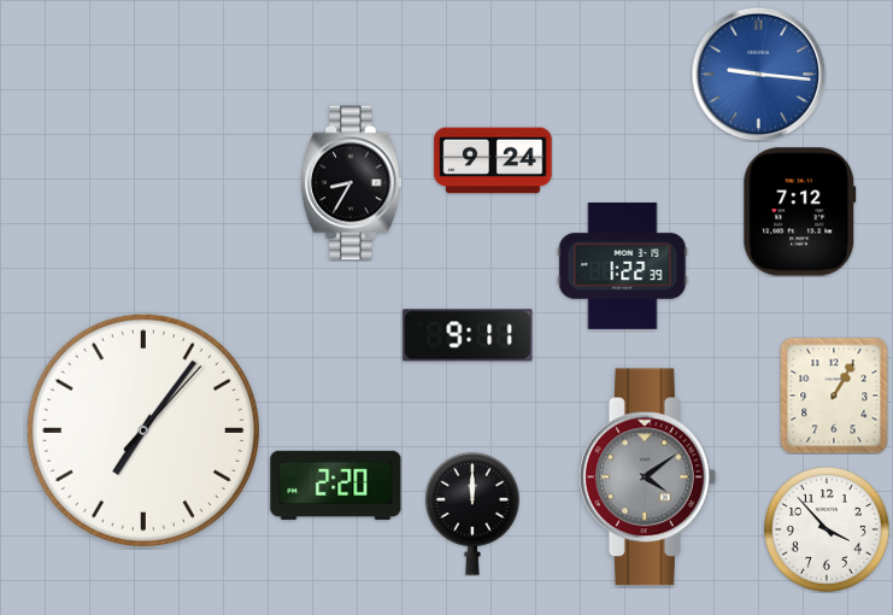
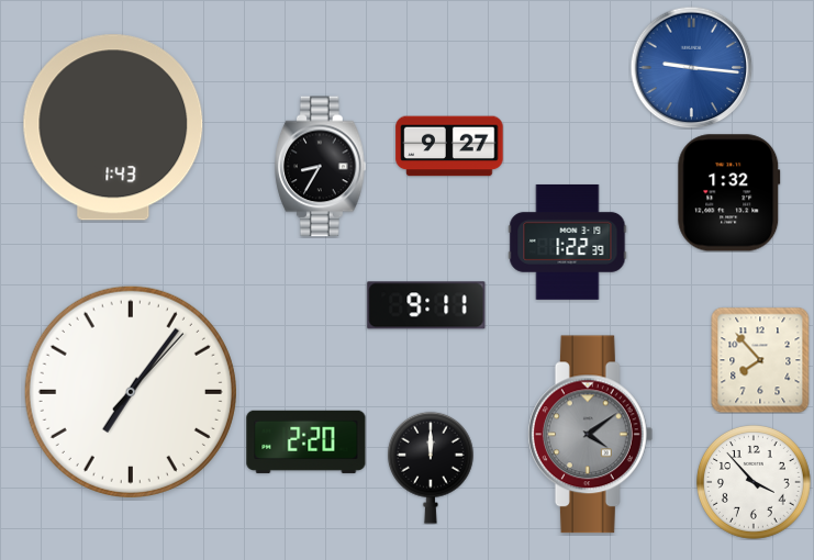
clock at (113, 127): none -> 1:43
clock at (493, 160): 9:24 -> 9:27
clock at (800, 212): 7:12 -> 1:32
clock at (834, 396): 1:05 -> 7:53
